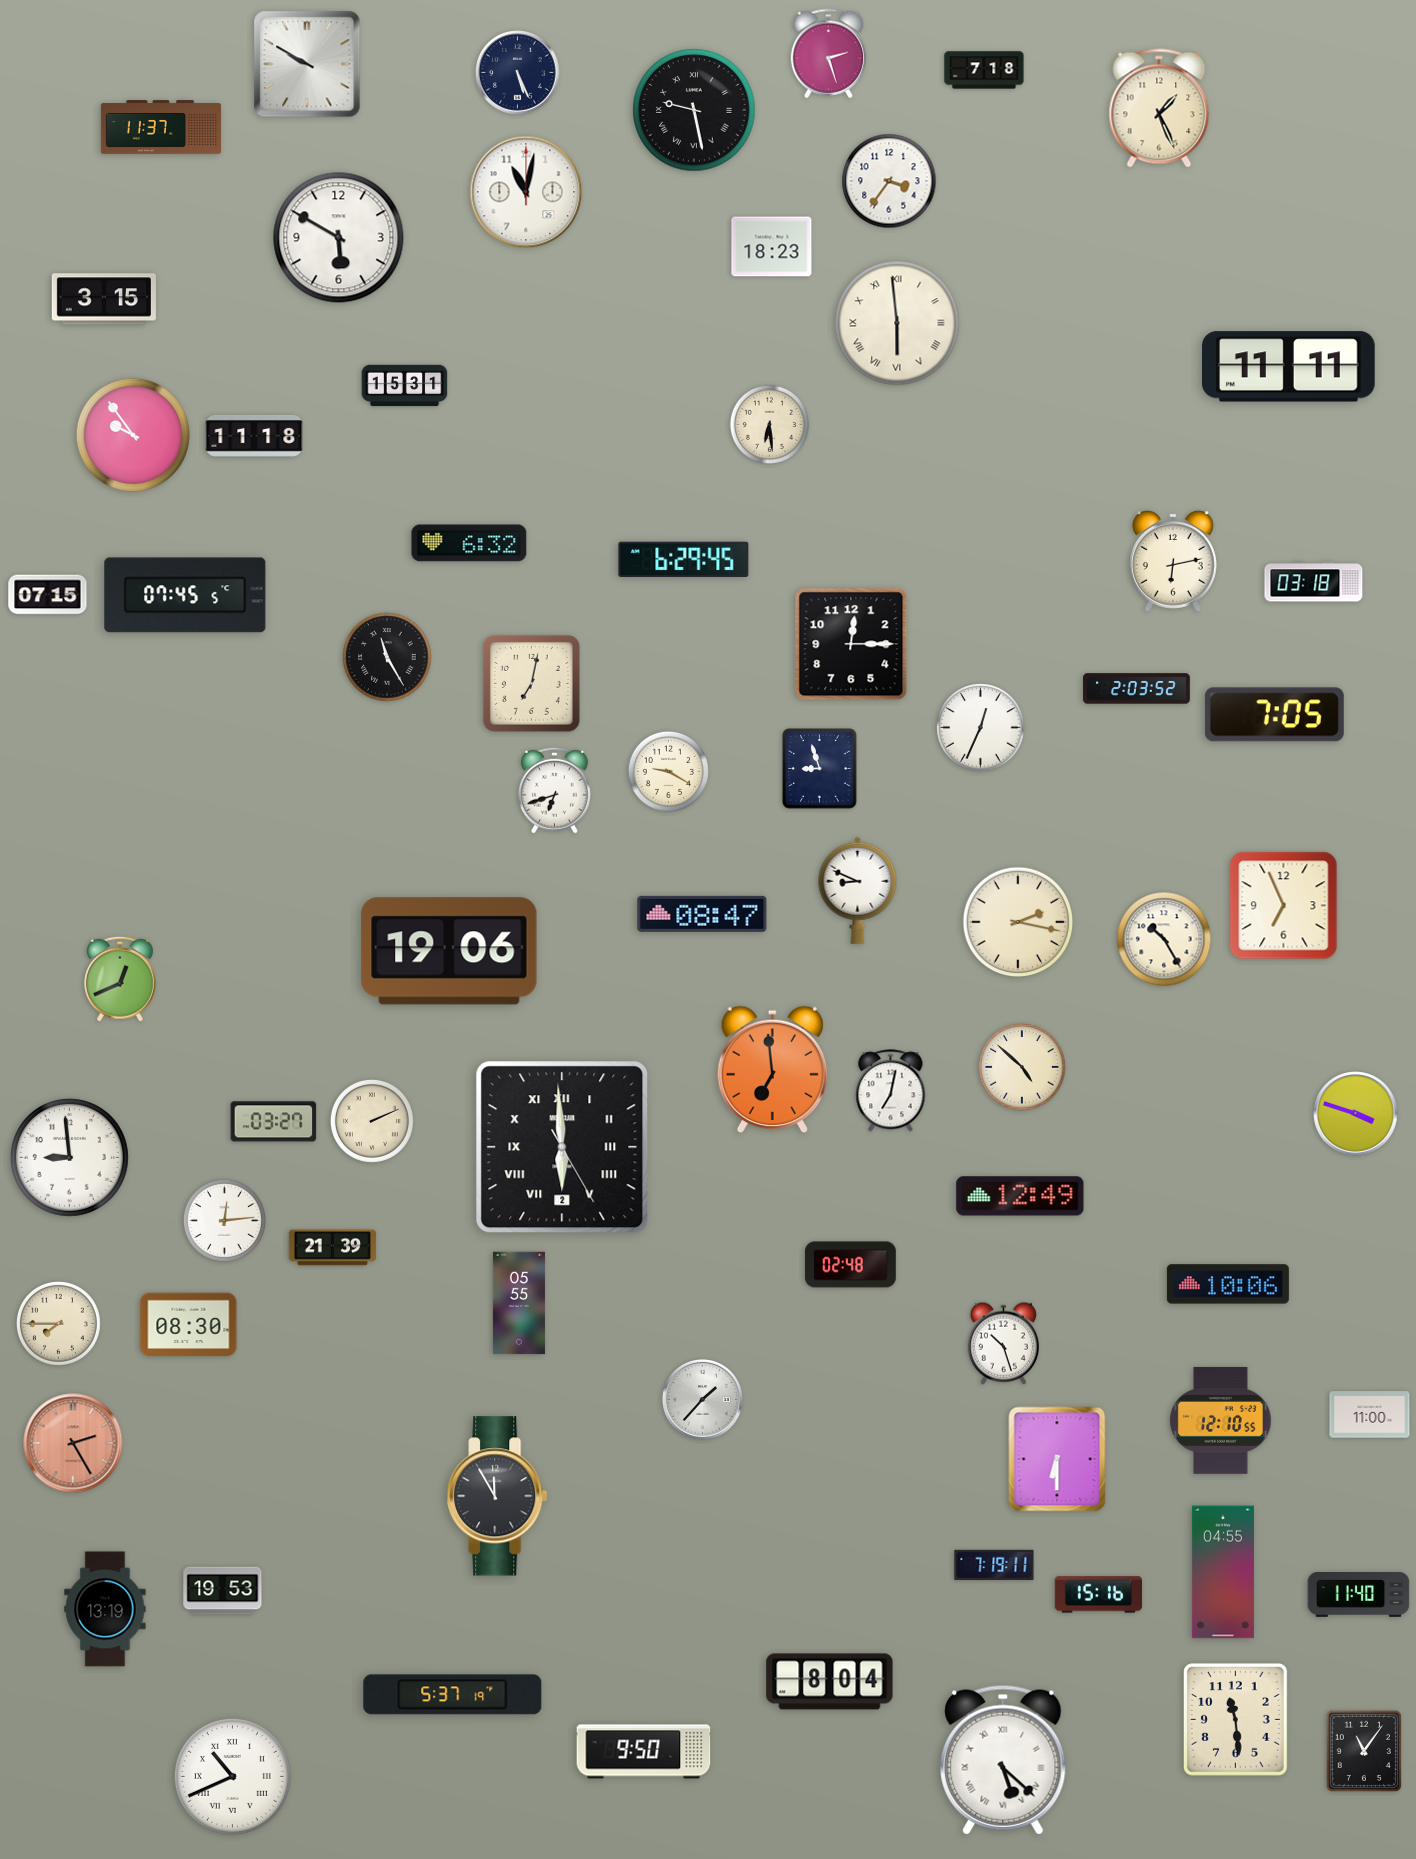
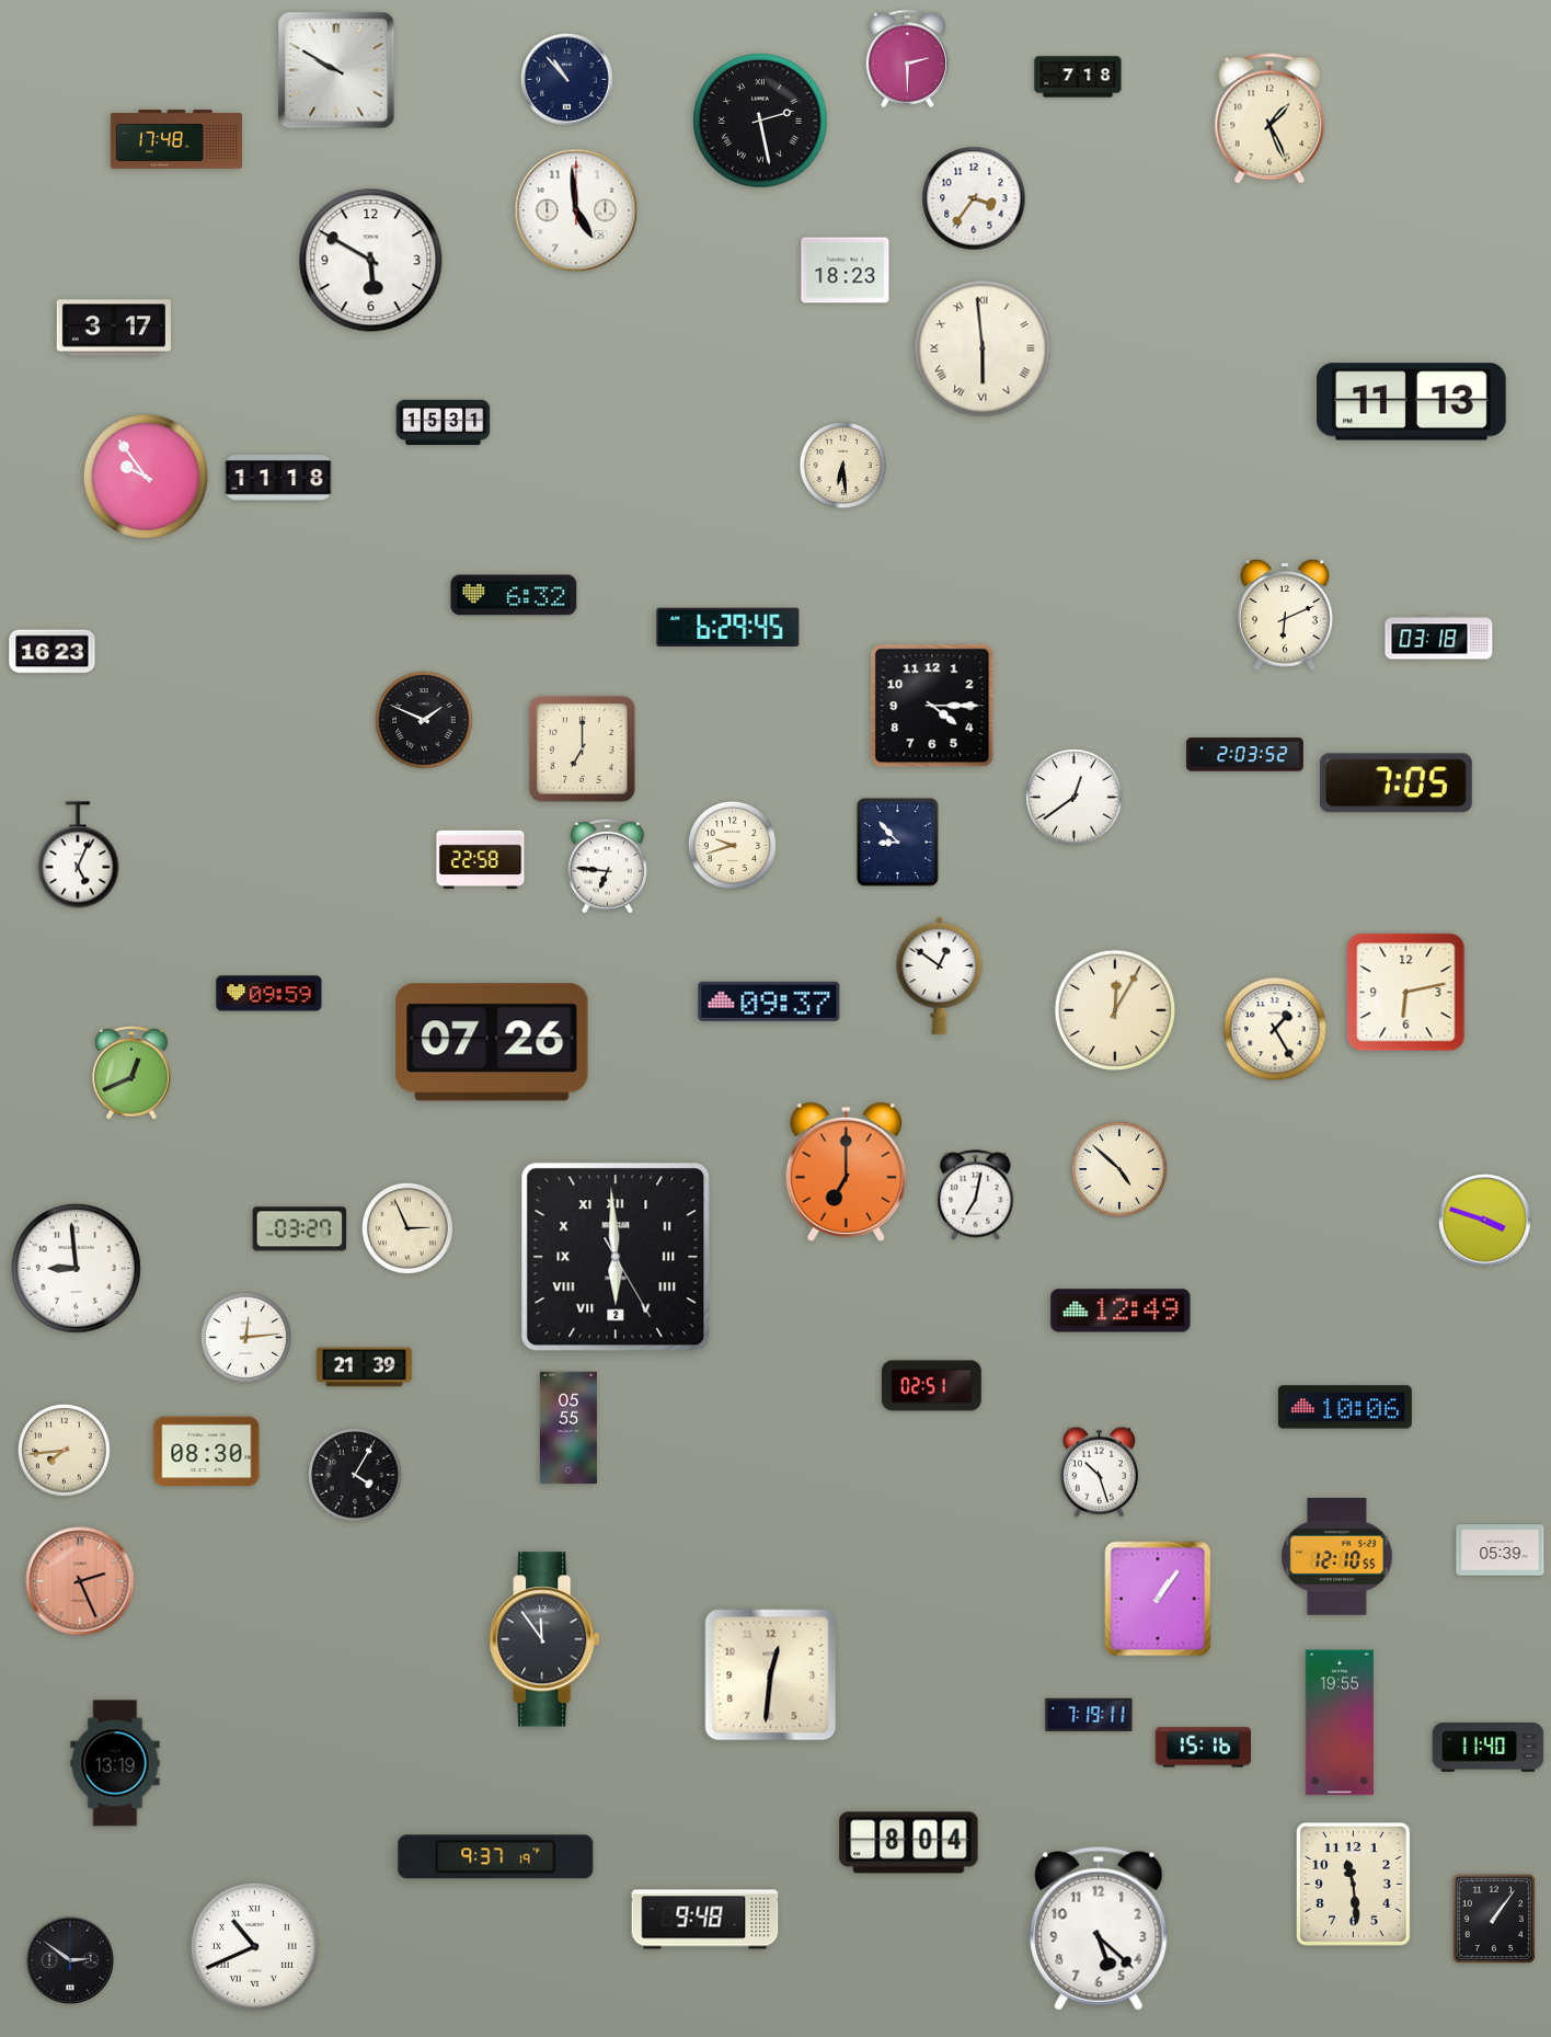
clock at (828, 54): 2:27 -> 2:30
clock at (518, 73): 5:26 -> 10:53
clock at (694, 110): 9:28 -> 2:28
clock at (160, 127): 11:37 -> 17:48
clock at (526, 192): 11:02 -> 4:59
clock at (104, 299): 3:15 -> 3:17
clock at (897, 323) position: (897, 323) -> (983, 348)
clock at (1289, 367): 11:11 -> 11:13
clock at (684, 560) position: (684, 560) -> (728, 628)
clock at (1173, 562): 6:13 -> 6:11
clock at (48, 595): 07:15 -> 16:23
clock at (185, 595): 07:45 -> none
clock at (851, 644): 12:15 -> 4:15
clock at (387, 657): 11:25 -> 1:49
clock at (531, 683): 7:02 -> 7:00
clock at (981, 728): 12:34 -> 12:39
clock at (820, 769): 8:57 -> 8:53
clock at (668, 771): 9:20 -> 9:42
clock at (78, 855): none -> 5:04
clock at (481, 860): none -> 22:58
clock at (554, 790): 6:42 -> 6:46
clock at (858, 890): 8:49 -> 12:51
clock at (1284, 906): 6:56 -> 6:13
clock at (269, 994): none -> 09:59
clock at (702, 914): 08:47 -> 09:37
clock at (1018, 922): 2:17 -> 12:05
clock at (1164, 939): 10:25 -> 1:25
clock at (449, 951): 19:06 -> 07:26
clock at (772, 1070): 6:59 -> 7:00
clock at (372, 1121): 2:11 -> 2:56
clock at (1020, 1196) position: (1020, 1196) -> (1121, 1311)
clock at (851, 1265): 02:48 -> 02:51
clock at (58, 1323): 7:45 -> 7:44
clock at (356, 1476): none -> 4:05
clock at (702, 1399): 1:37 -> none
clock at (1370, 1415): 11:00 -> 05:39
clock at (73, 1443): 2:25 -> 2:26
clock at (1057, 1459): 6:30 -> 1:06
clock at (497, 1496): 11:55 -> 11:54
clock at (771, 1675): none -> 12:31
clock at (1223, 1572): 04:55 -> 19:55
clock at (223, 1591): 19:53 -> none
clock at (453, 1695): 5:37 -> 9:37
clock at (1364, 1751): 11:06 -> 1:06
clock at (644, 1752): 9:50 -> 9:48
clock at (1003, 1760) numerals: Roman -> Arabic
clock at (70, 1960): none -> 2:51
